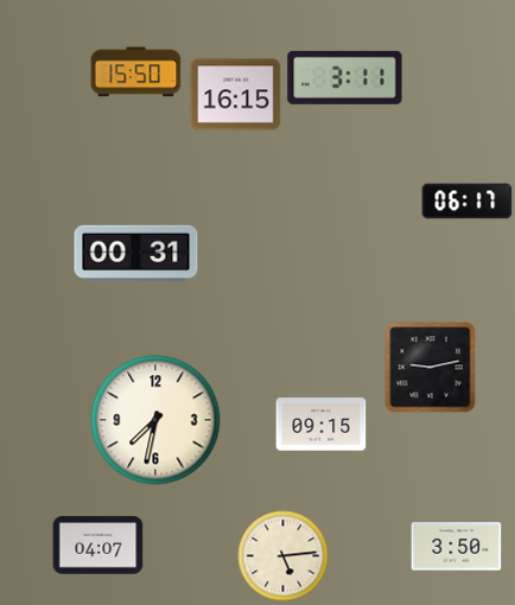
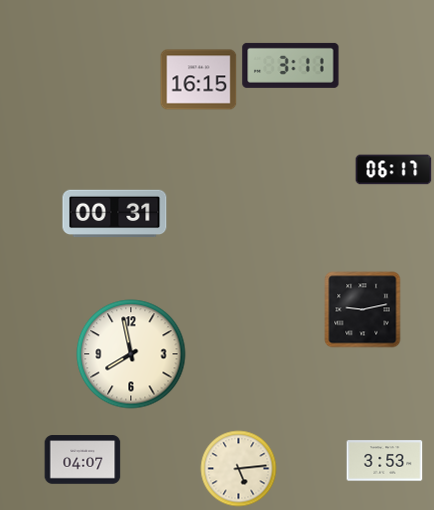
clock at (136, 72): 15:50 -> none
clock at (155, 420): 7:32 -> 7:58
clock at (322, 425): 09:15 -> none
clock at (457, 547): 3:50 -> 3:53
